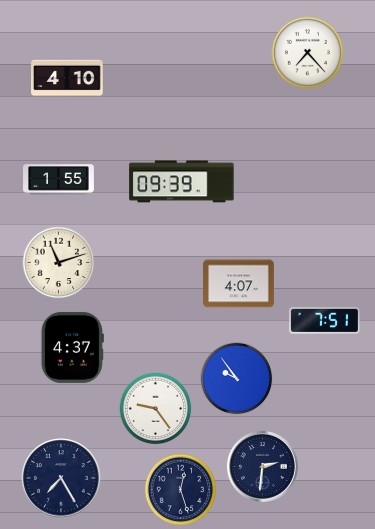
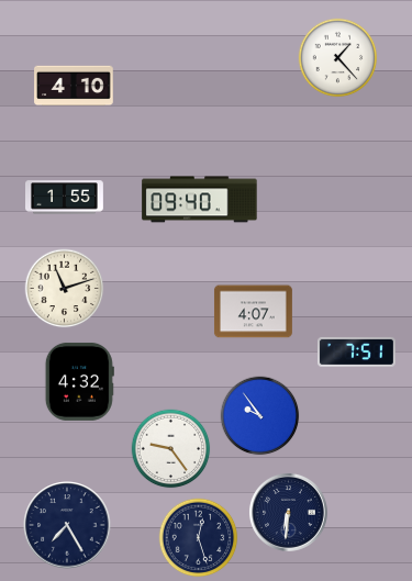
clock at (308, 53): 7:23 -> 1:23
clock at (182, 182): 09:39 -> 09:40
clock at (238, 284) position: (238, 284) -> (253, 312)
clock at (72, 347): 4:37 -> 4:32
clock at (262, 466): 2:31 -> 6:31
